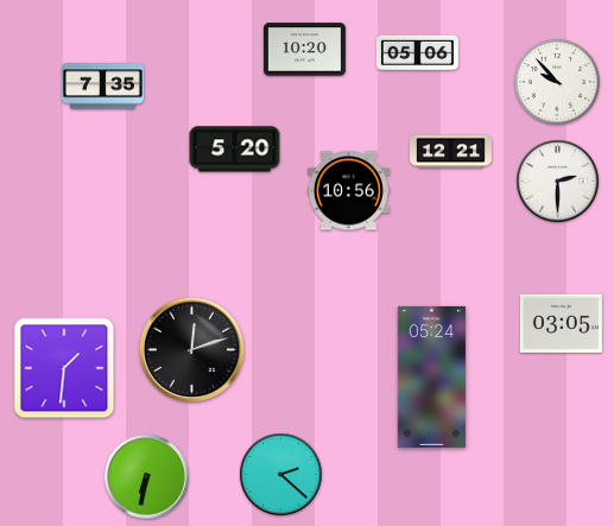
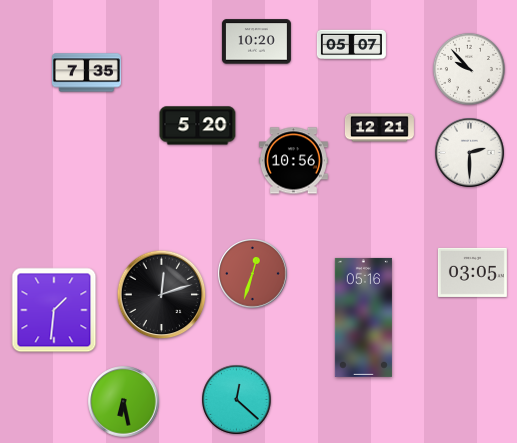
clock at (417, 53): 05:06 -> 05:07
clock at (253, 274): none -> 12:33
clock at (431, 376): 05:24 -> 05:16
clock at (281, 475): 2:22 -> 12:22
clock at (147, 477): 6:32 -> 6:28
